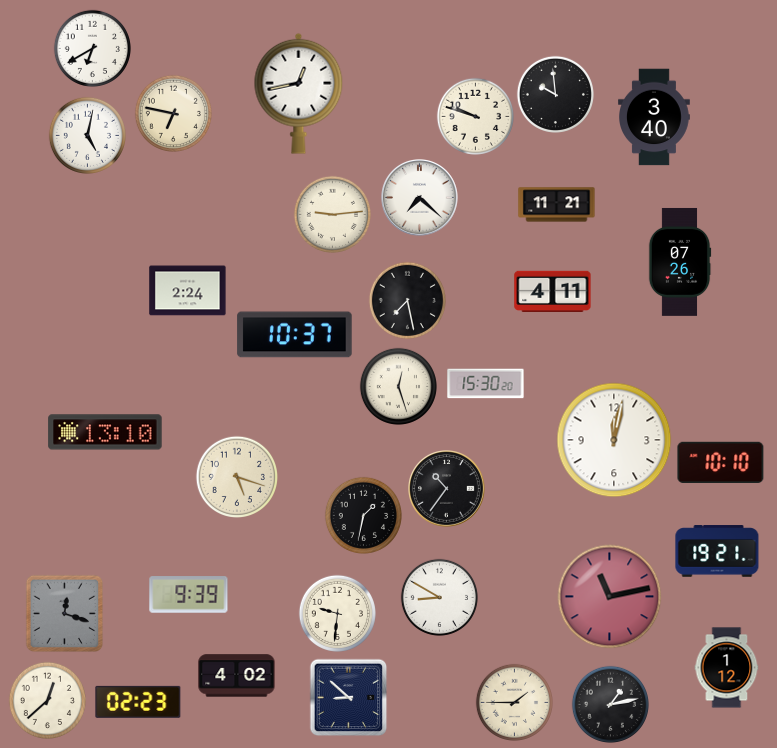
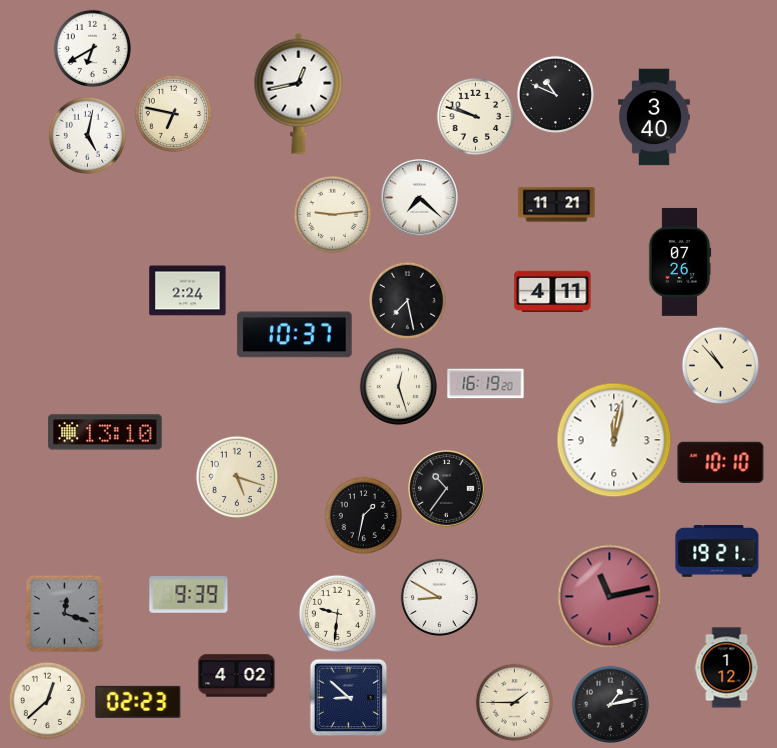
clock at (555, 94): 9:59 -> 10:49
clock at (720, 365): none -> 10:53
clock at (486, 384): 15:30 -> 16:19
